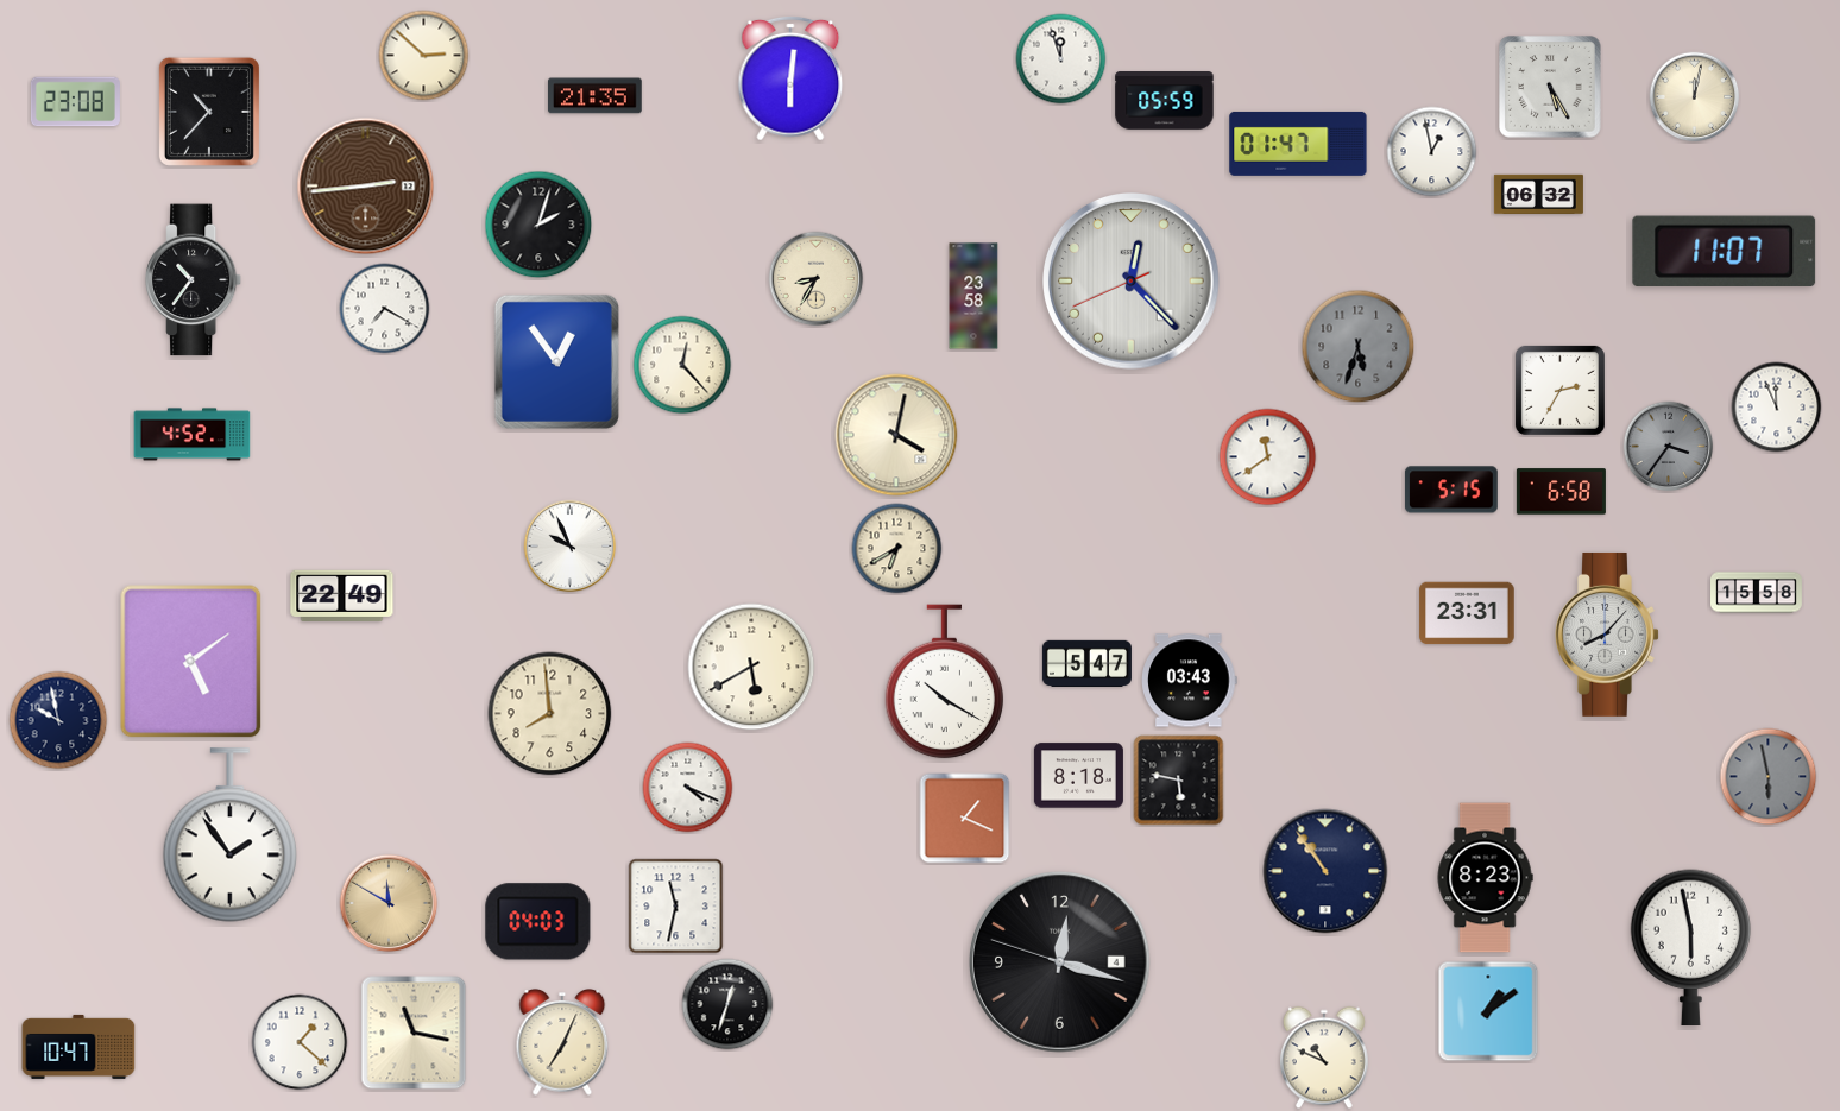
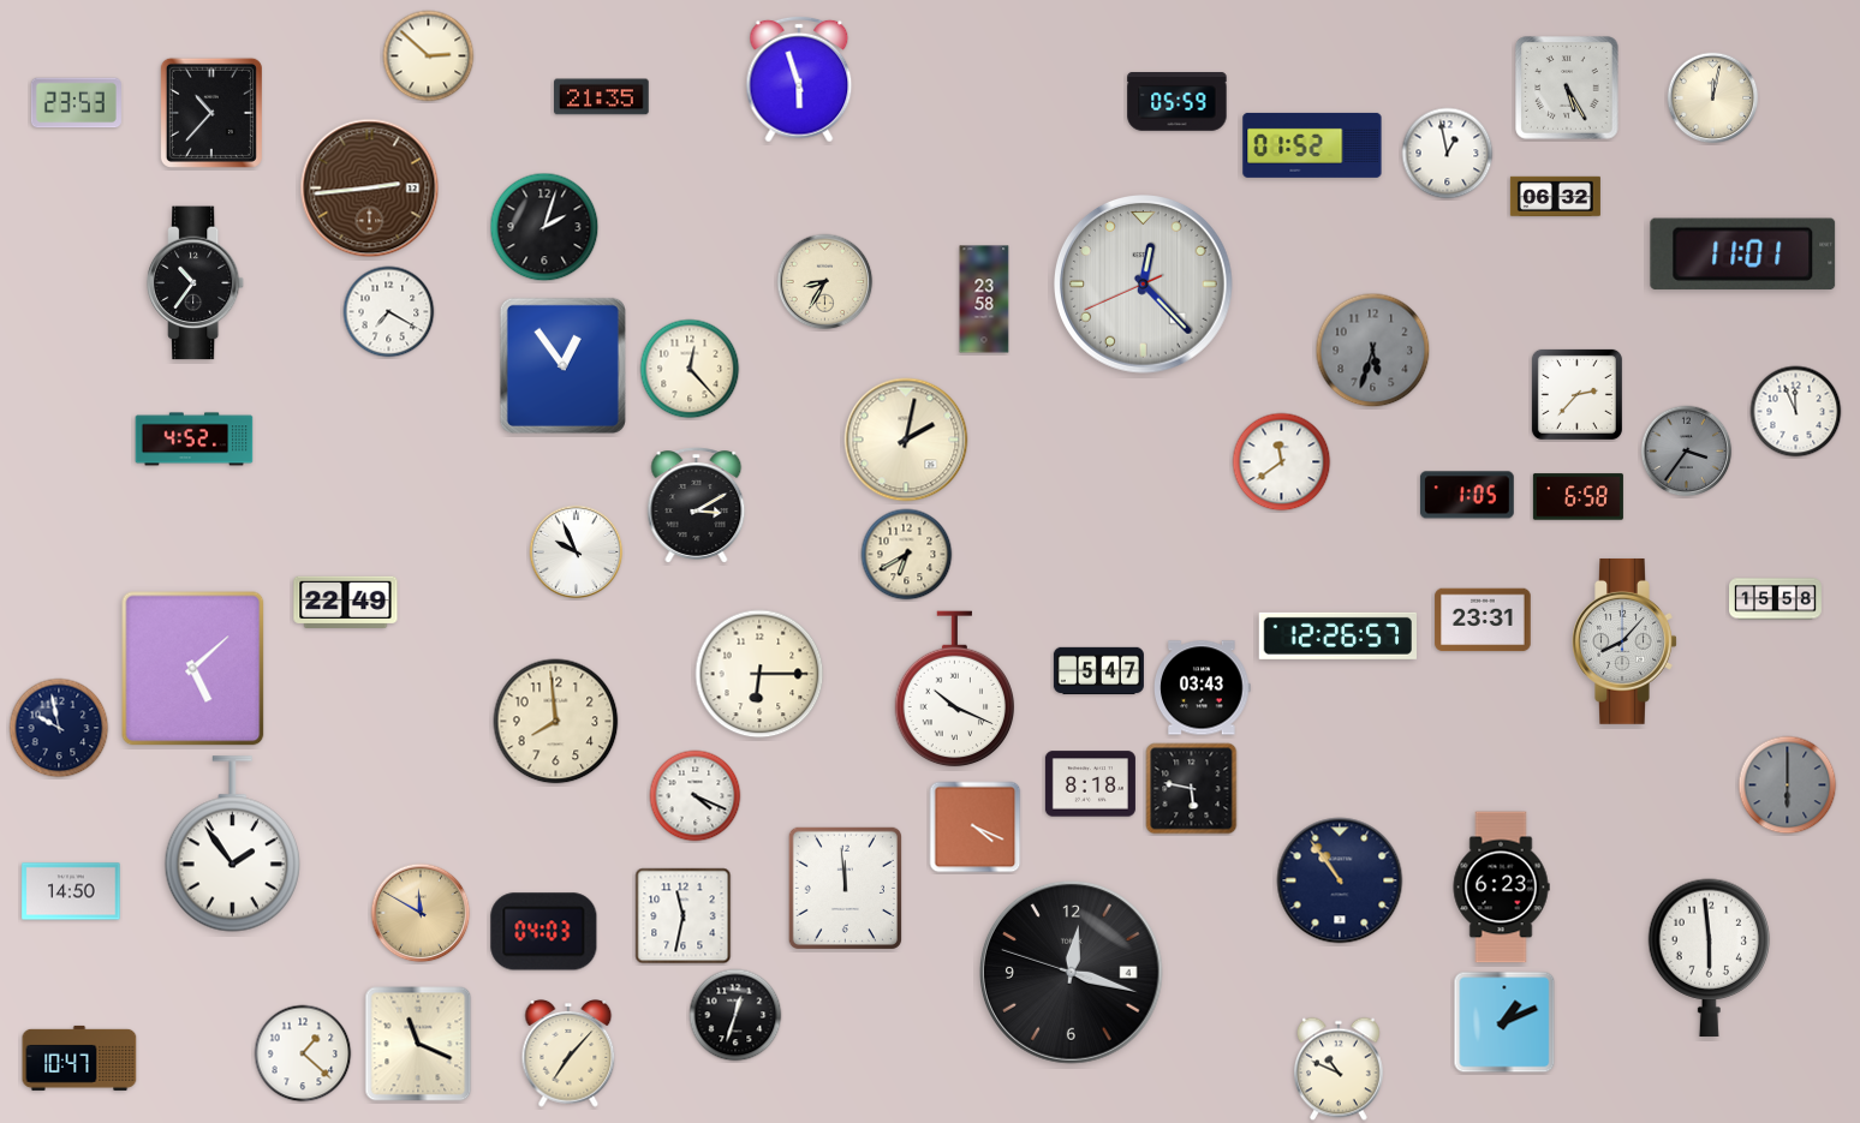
clock at (1061, 59): 11:57 -> none
clock at (790, 78): 6:01 -> 5:57
clock at (75, 102): 23:08 -> 23:53
clock at (1298, 144): 01:47 -> 01:52
clock at (1725, 251): 11:07 -> 11:01
clock at (1559, 390): 2:35 -> 2:37
clock at (896, 435): 4:02 -> 2:02
clock at (1451, 490): 5:15 -> 1:05
clock at (697, 506): none -> 3:10
clock at (1337, 635): none -> 12:26
clock at (191, 662): 5:09 -> 5:08
clock at (751, 667): 5:40 -> 6:15
clock at (945, 682): 10:20 -> 10:19
clock at (1769, 777): 5:58 -> 6:00
clock at (965, 819): 1:19 -> 4:19
clock at (845, 888): none -> 11:59
clock at (1485, 878): 8:23 -> 6:23
clock at (71, 891): none -> 14:50
clock at (389, 903) position: (389, 903) -> (421, 913)
clock at (1691, 947): 5:58 -> 5:59
clock at (1488, 1011): 1:09 -> 1:11
clock at (414, 1033): 11:17 -> 11:19
clock at (562, 1043): 7:04 -> 7:07
